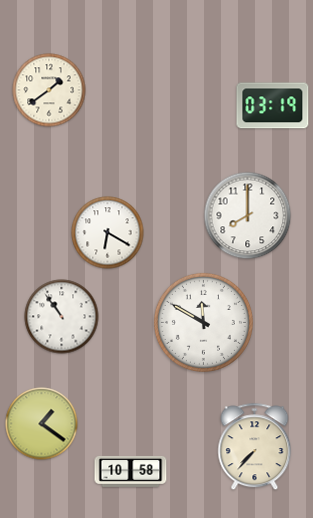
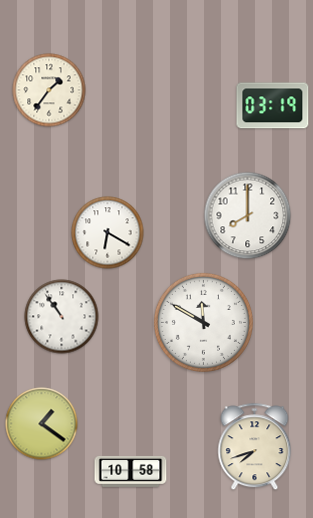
clock at (49, 90): 1:39 -> 1:36
clock at (255, 447): 7:37 -> 7:42
